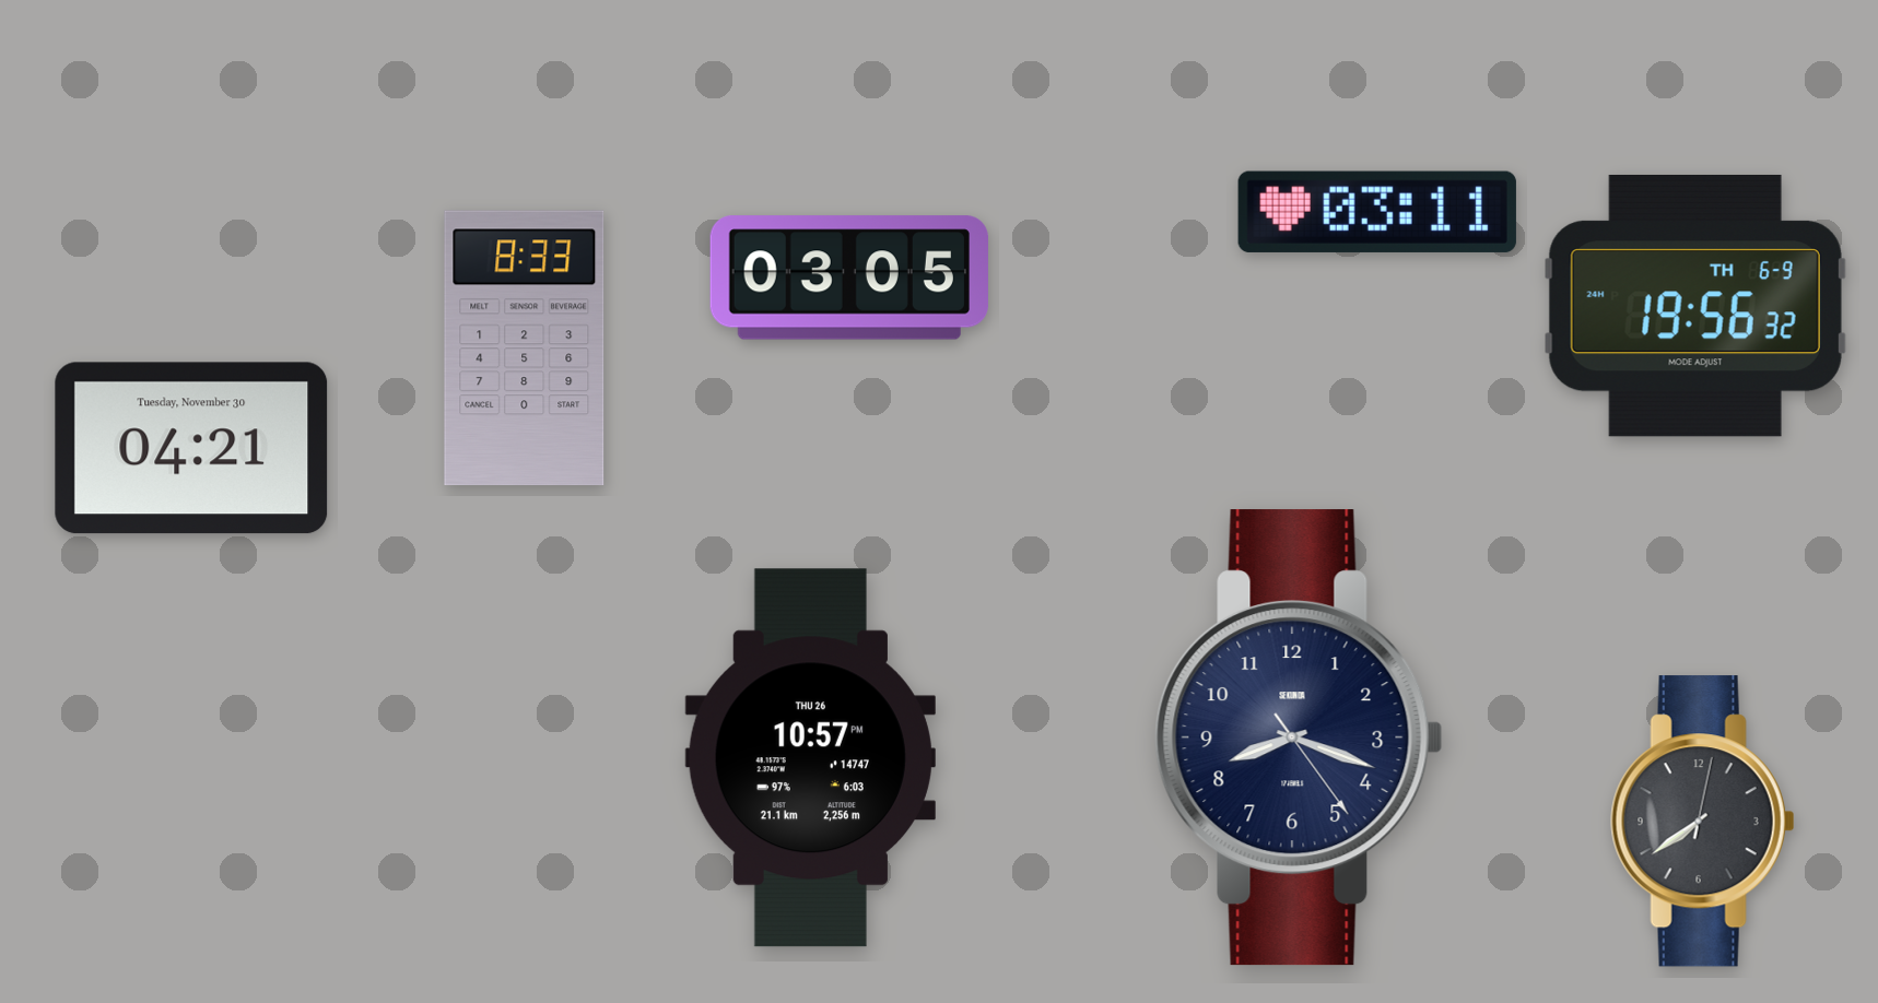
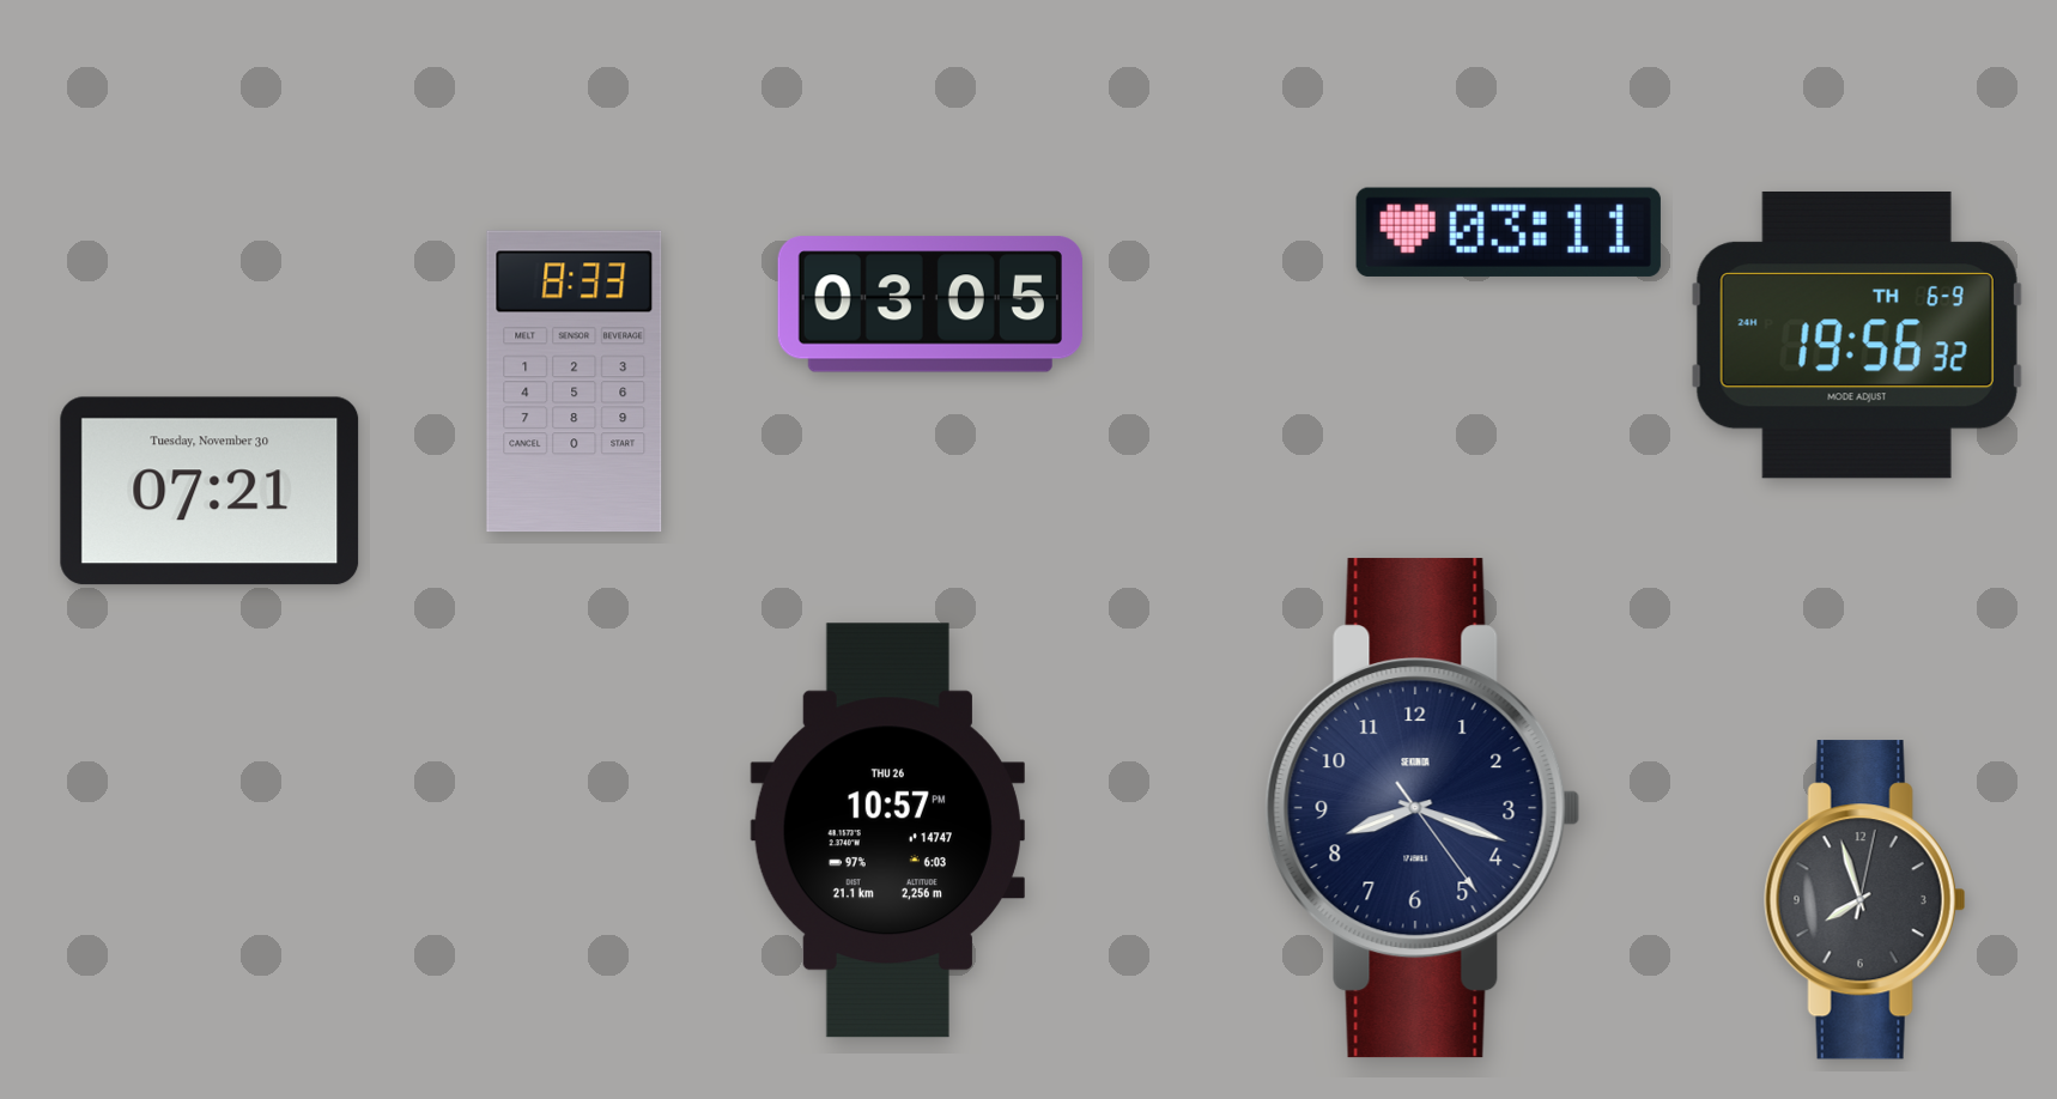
clock at (191, 448): 04:21 -> 07:21
clock at (1702, 822): 7:39 -> 7:57
